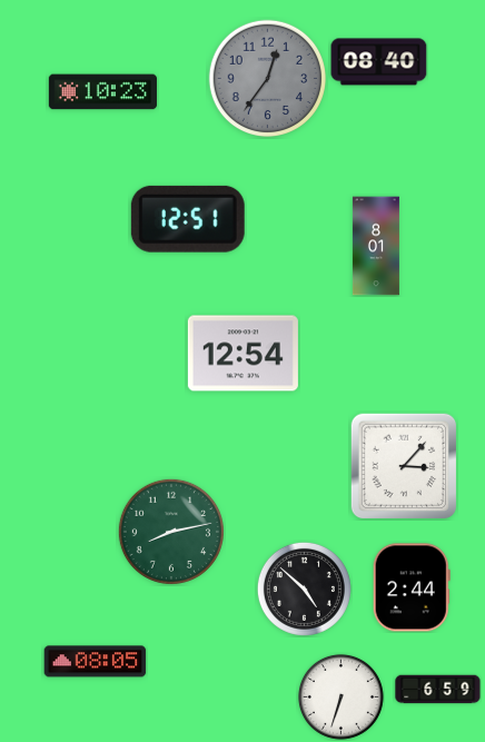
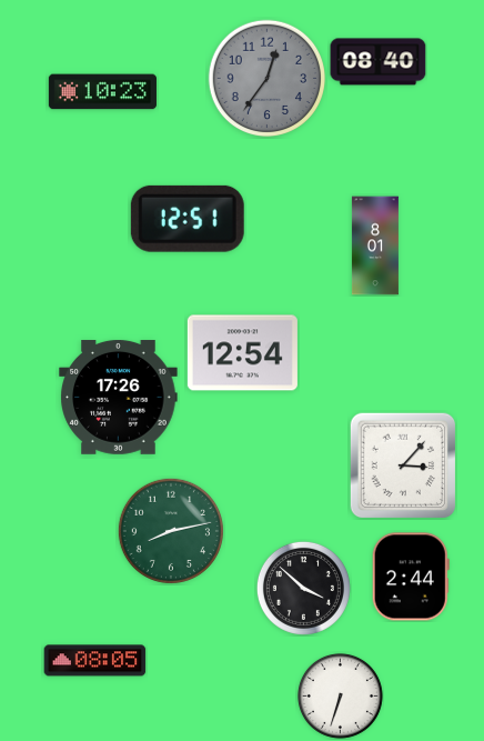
clock at (119, 398): none -> 17:26
clock at (412, 587) position: (412, 587) -> (411, 577)
clock at (304, 588): 4:52 -> 3:52
clock at (438, 690): 6:59 -> none
